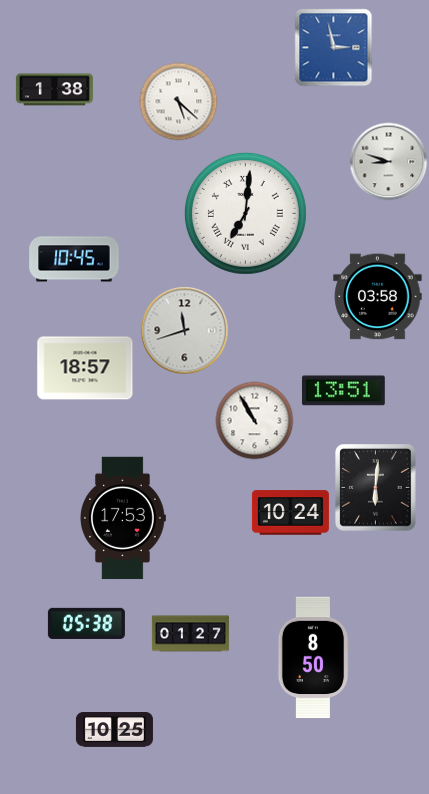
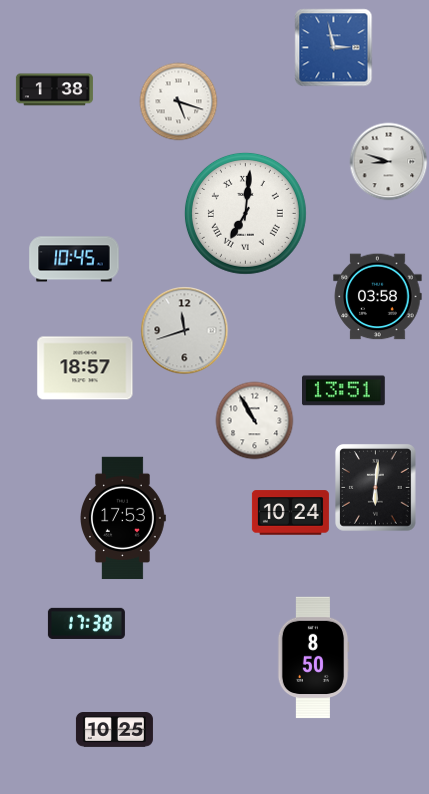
clock at (178, 101): 5:22 -> 5:18
clock at (86, 623): 05:38 -> 17:38
clock at (190, 634): 01:27 -> none
